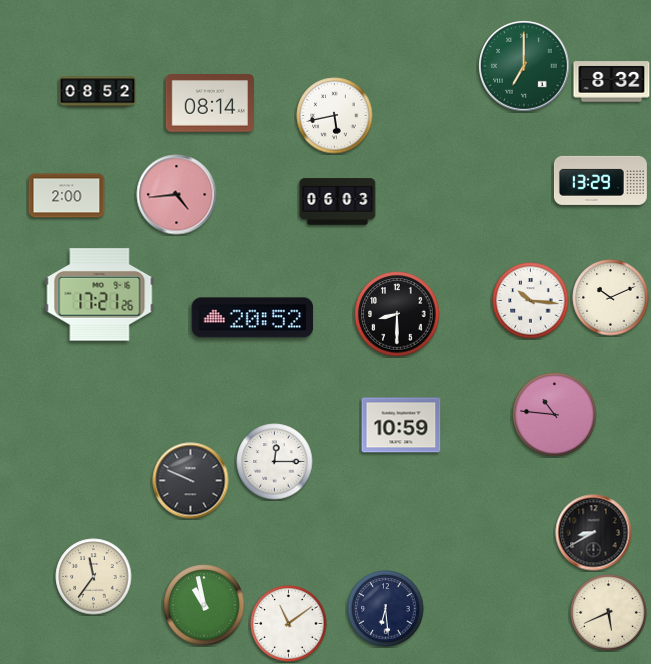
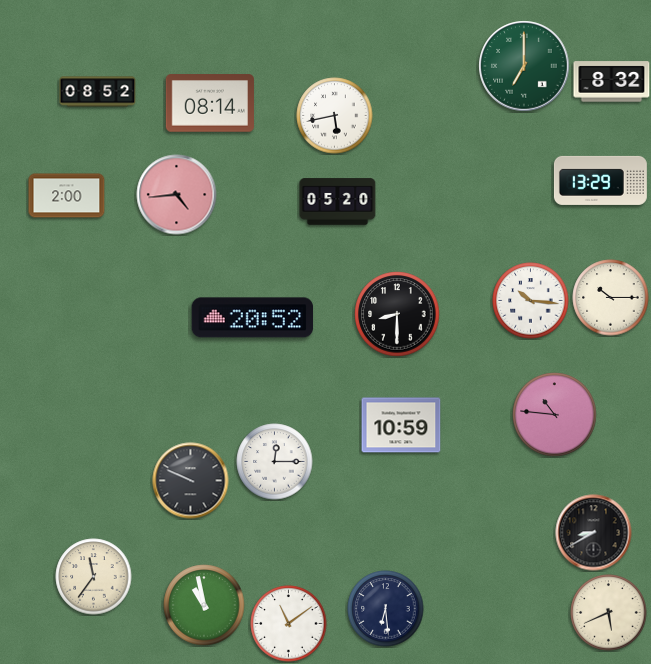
clock at (338, 202): 06:03 -> 05:20
clock at (100, 295): 17:21 -> none
clock at (611, 298): 10:11 -> 10:15
